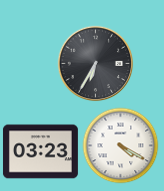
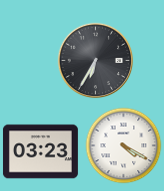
clock at (96, 64) position: (96, 64) -> (96, 61)
clock at (121, 146) position: (121, 146) -> (124, 146)
